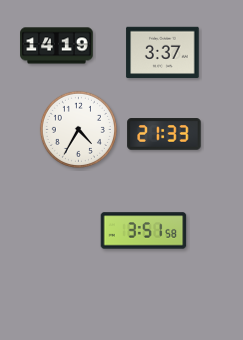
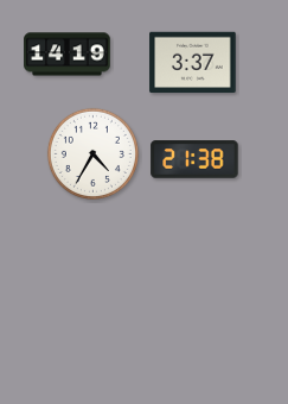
clock at (164, 134): 21:33 -> 21:38
clock at (144, 231): 3:51 -> none
